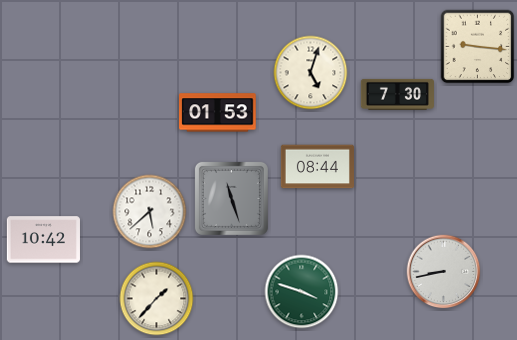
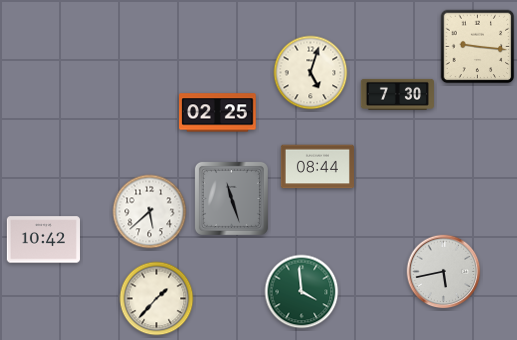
clock at (218, 113): 01:53 -> 02:25
clock at (444, 272): 8:43 -> 5:43
clock at (302, 292): 3:48 -> 3:59
